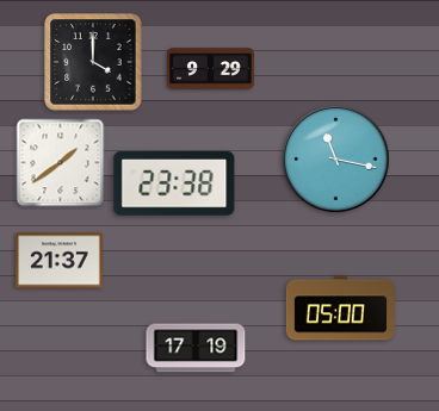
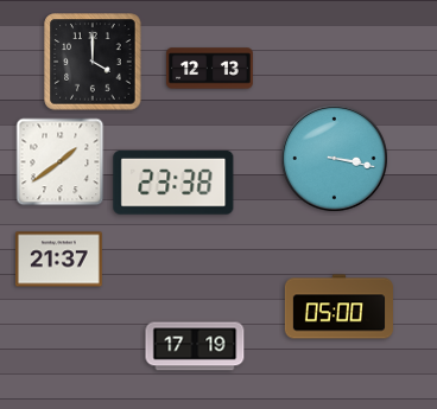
clock at (211, 69): 9:29 -> 12:13
clock at (336, 160): 11:17 -> 3:17
